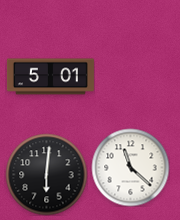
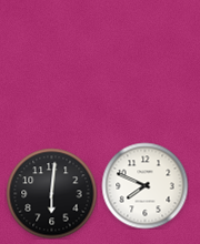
clock at (50, 77): 5:01 -> none
clock at (130, 167): 11:22 -> 7:49
